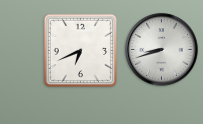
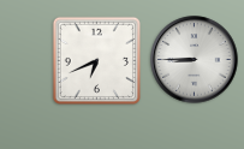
clock at (162, 50): 8:42 -> 8:45
